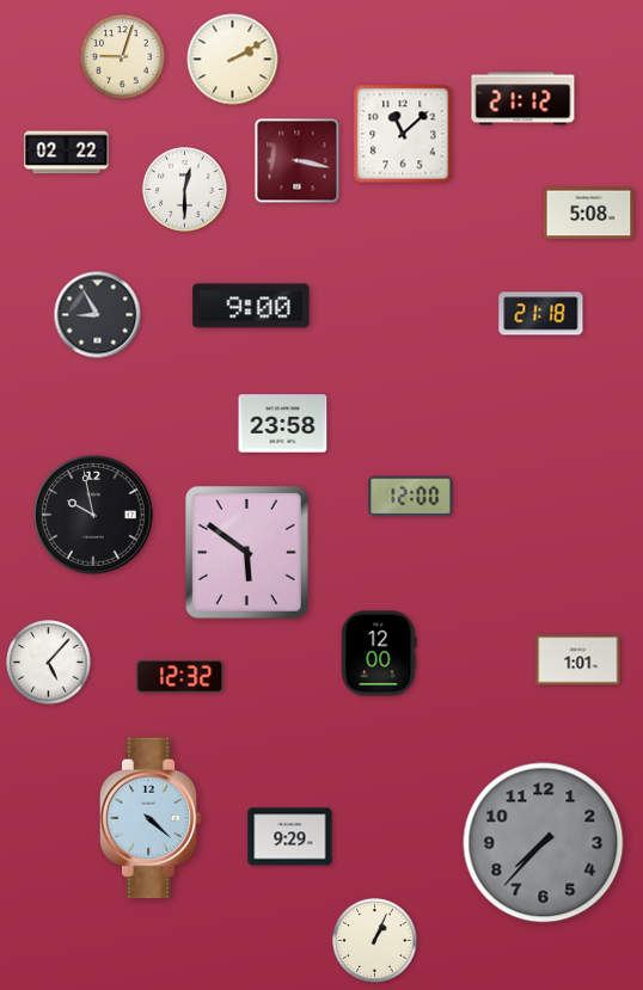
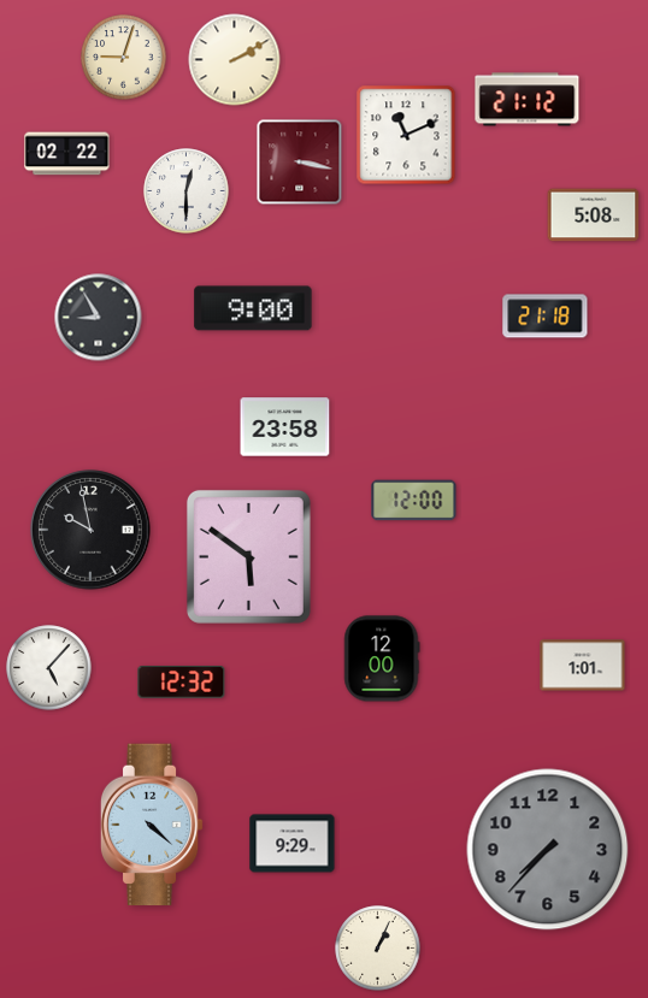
clock at (403, 134): 11:08 -> 11:11
clock at (93, 515) position: (93, 515) -> (90, 530)
